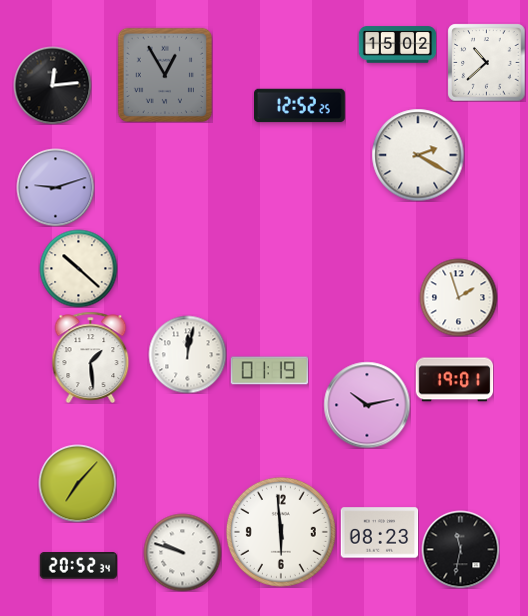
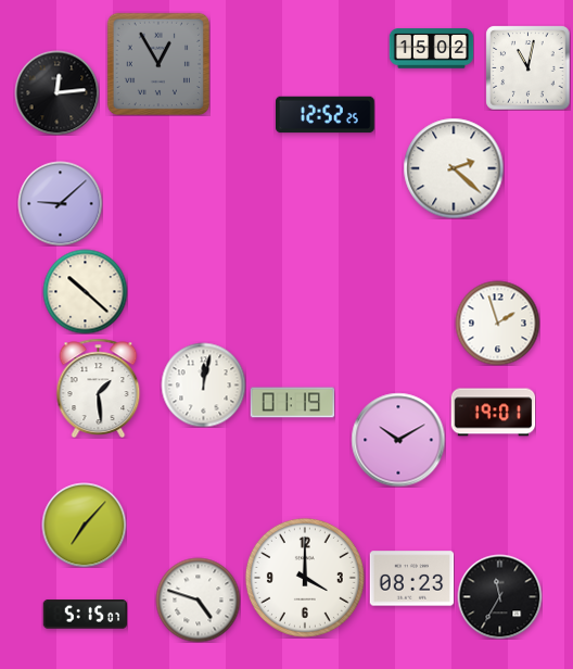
clock at (486, 62): 10:38 -> 11:02
clock at (164, 74) position: (164, 74) -> (157, 63)
clock at (418, 155): 2:20 -> 2:22
clock at (55, 187): 9:12 -> 9:08
clock at (367, 405): 10:13 -> 10:10
clock at (281, 532): 5:59 -> 4:00
clock at (460, 549): 11:32 -> 11:35
clock at (182, 552): 9:48 -> 4:48
clock at (78, 566): 20:52 -> 5:15
